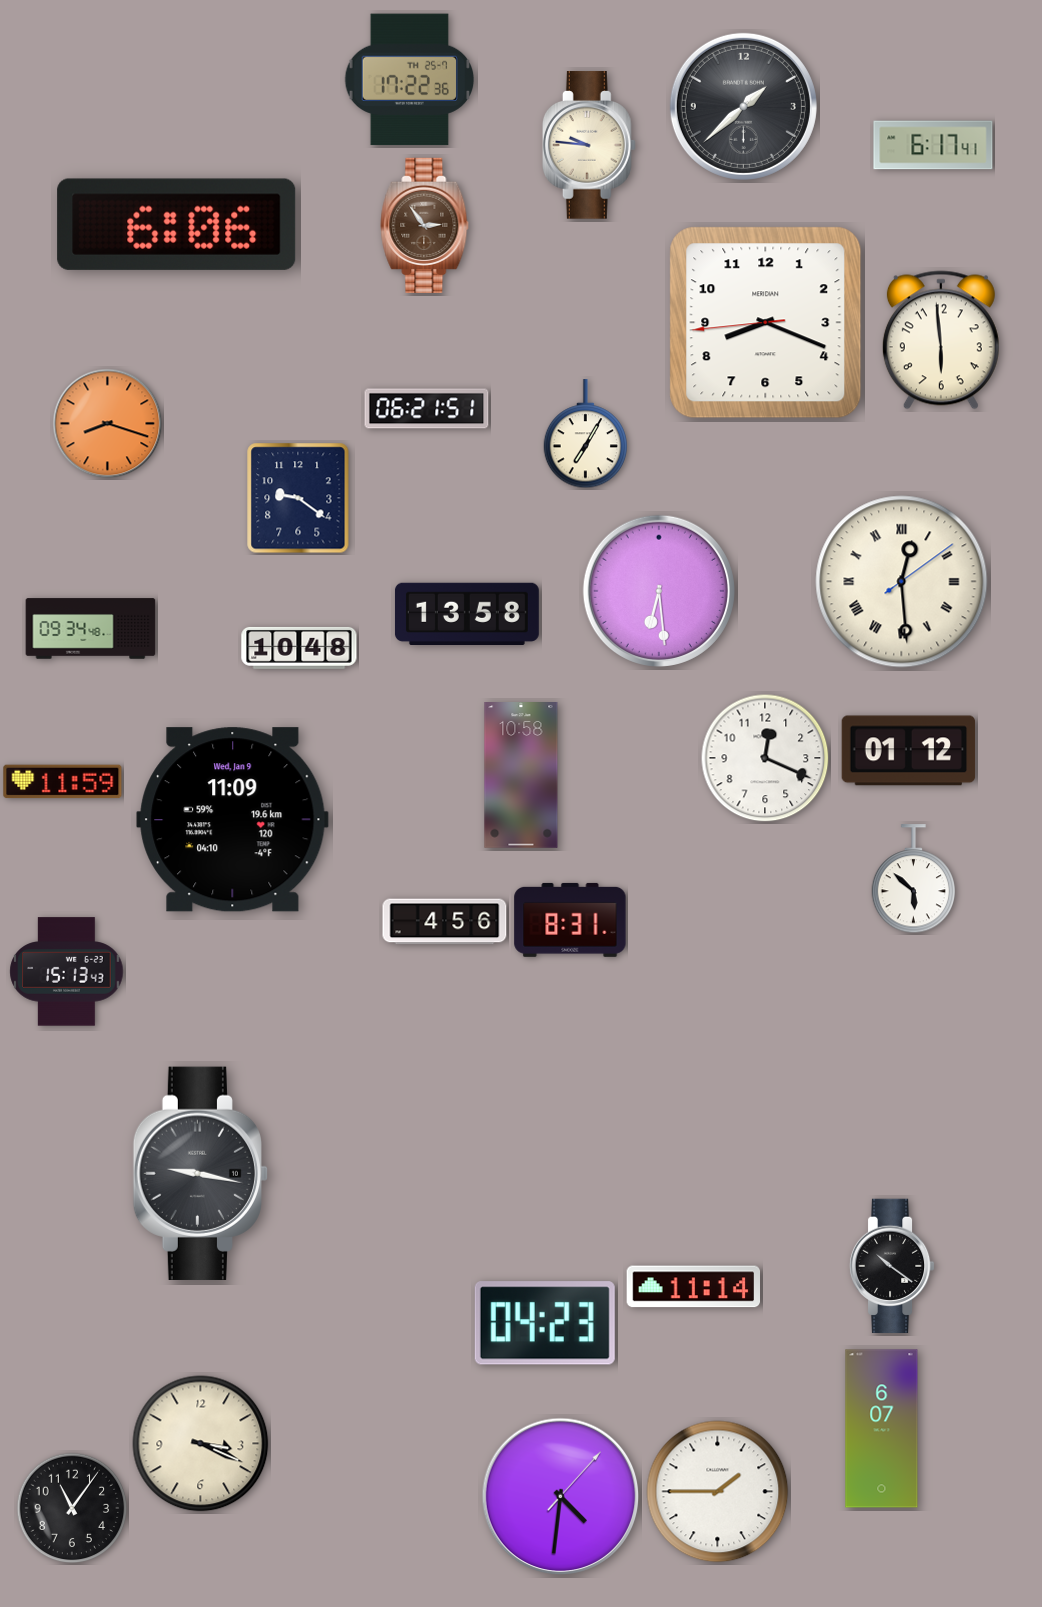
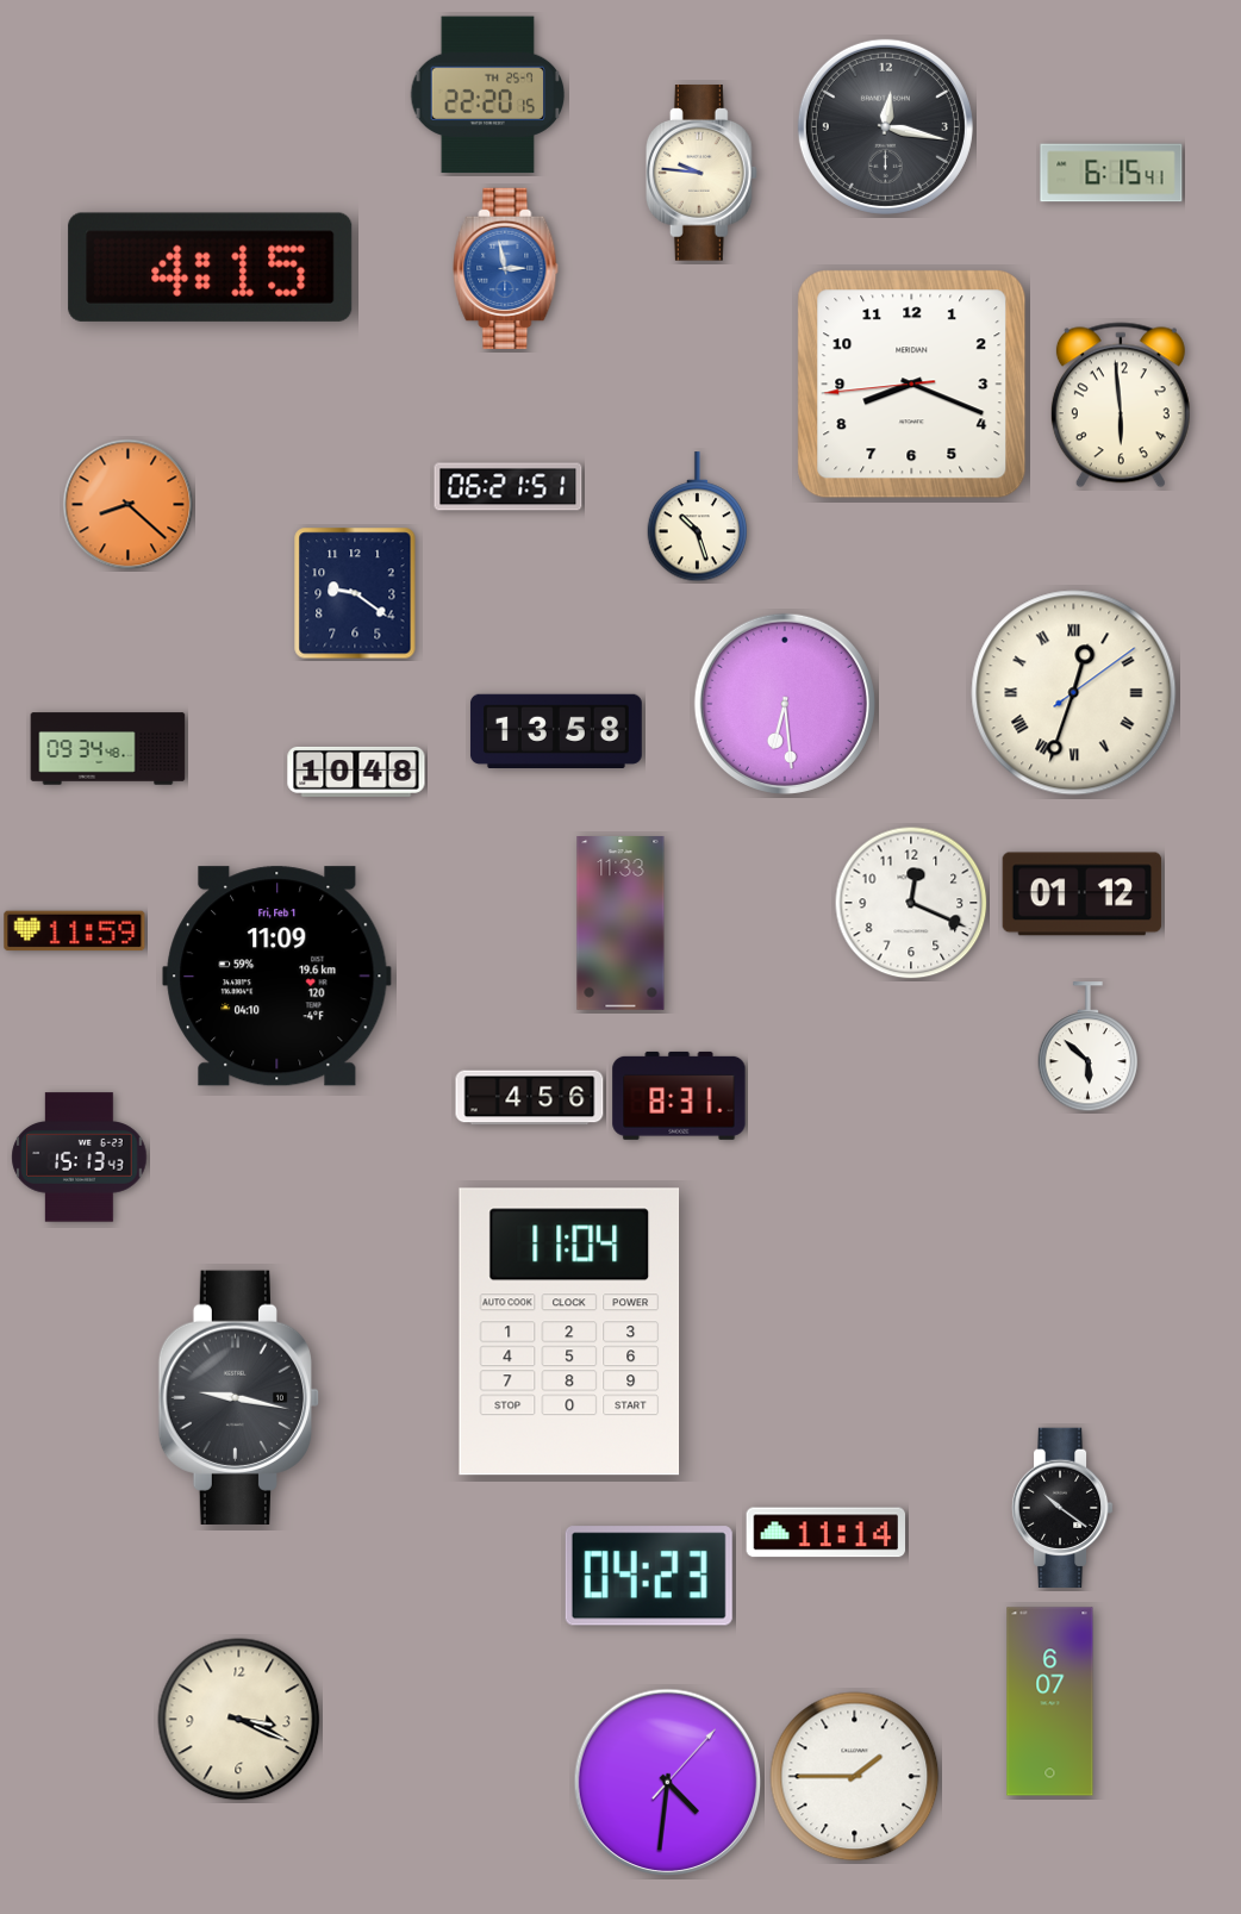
clock at (410, 80): 17:22 -> 22:20
clock at (743, 106): 1:38 -> 12:17
clock at (933, 145): 6:17 -> 6:15
clock at (177, 224): 6:06 -> 4:15
clock at (425, 225): 2:54 -> 2:58
clock at (425, 225) dial: brown -> blue
clock at (108, 424): 8:18 -> 8:22
clock at (586, 434): 7:05 -> 10:27
clock at (902, 582): 12:29 -> 12:33
clock at (521, 775): 10:58 -> 11:33
clock at (233, 820) date: Wed, Jan 9 -> Fri, Feb 1
clock at (569, 1332): none -> 11:04
clock at (72, 1508): 11:06 -> none
